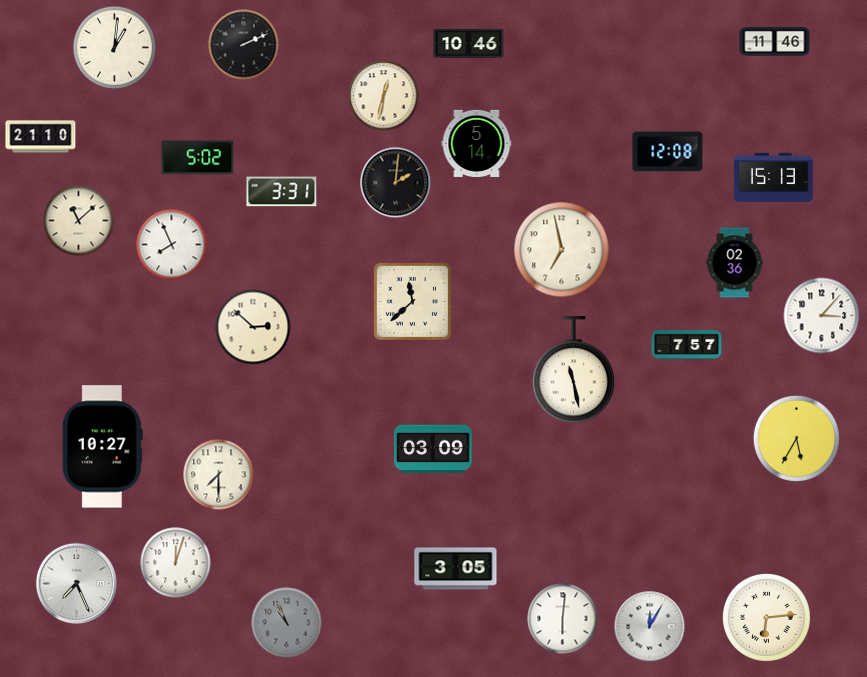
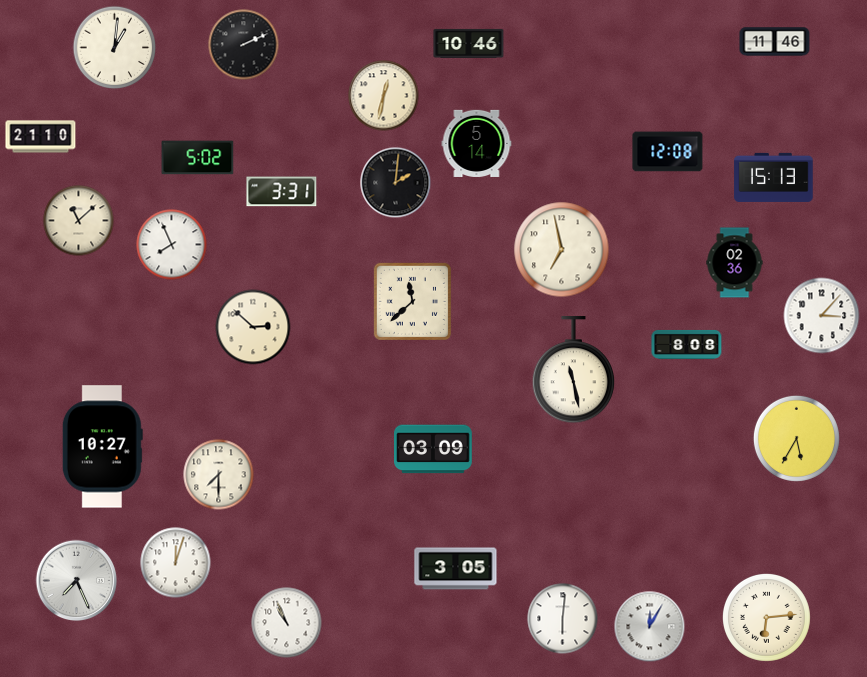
clock at (687, 344): 7:57 -> 8:08
clock at (77, 584) position: (77, 584) -> (77, 581)
clock at (287, 623) dial: grey -> white
